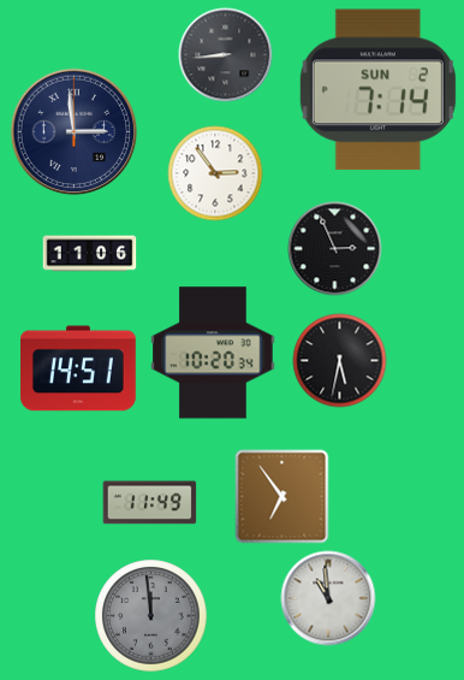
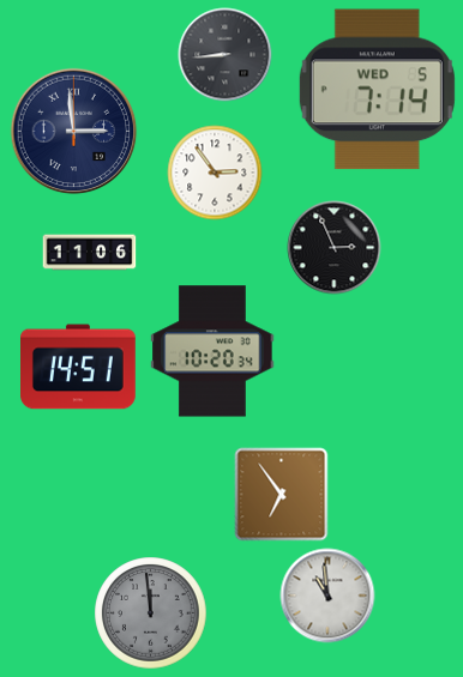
clock at (377, 90) date: SUN 2 -> WED 5
clock at (339, 360): 5:32 -> none
clock at (149, 503): 11:49 -> none
